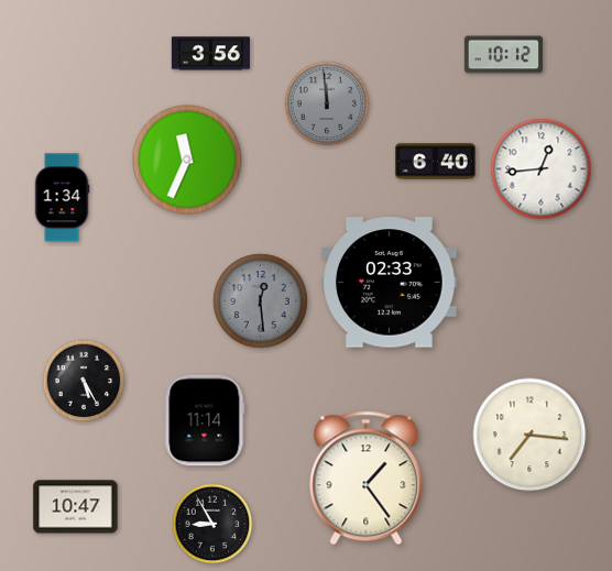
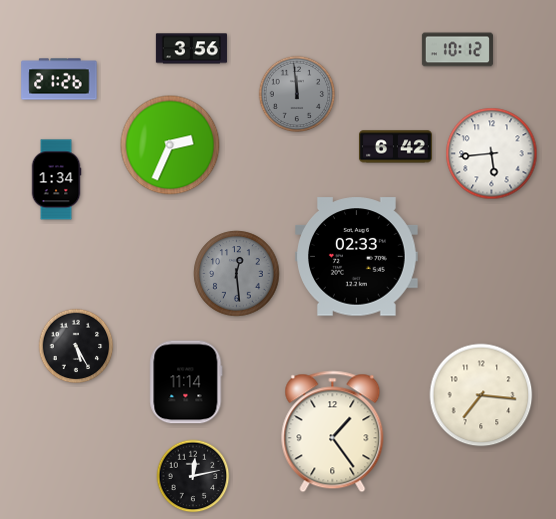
clock at (59, 79): none -> 21:26
clock at (187, 160): 11:34 -> 2:34
clock at (435, 162): 6:40 -> 6:42
clock at (542, 169): 12:44 -> 5:44
clock at (390, 283) position: (390, 283) -> (357, 257)
clock at (367, 479) position: (367, 479) -> (333, 432)
clock at (76, 507): 10:47 -> none
clock at (212, 524): 8:55 -> 12:13
